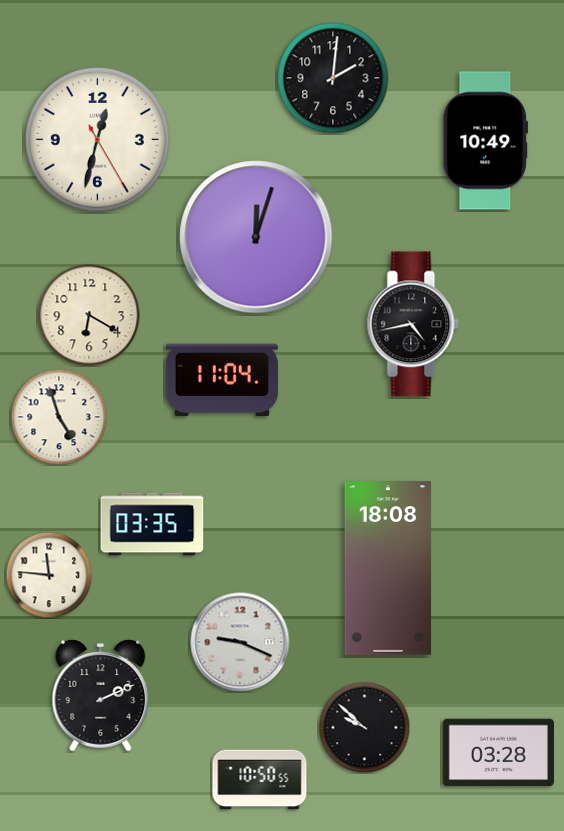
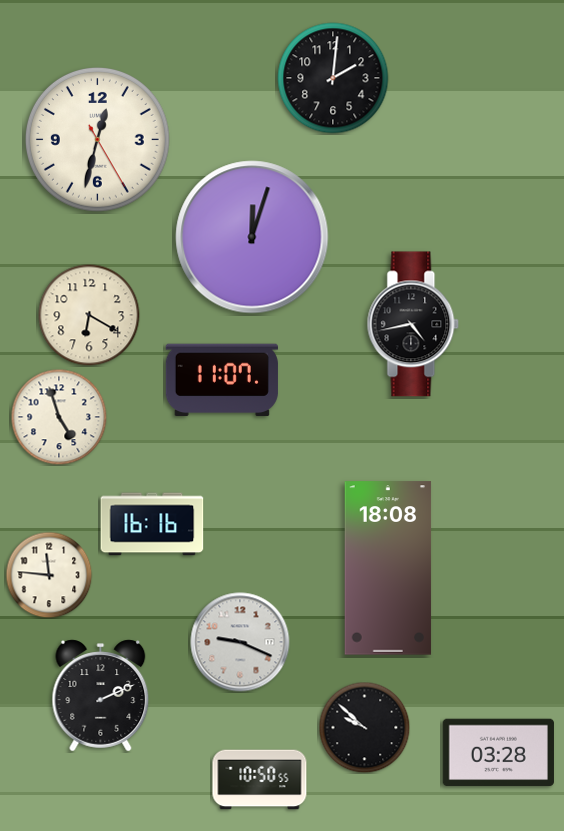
clock at (486, 141): 10:49 -> none
clock at (256, 237) position: (256, 237) -> (252, 237)
clock at (222, 380): 11:04 -> 11:07
clock at (152, 524): 03:35 -> 16:16
